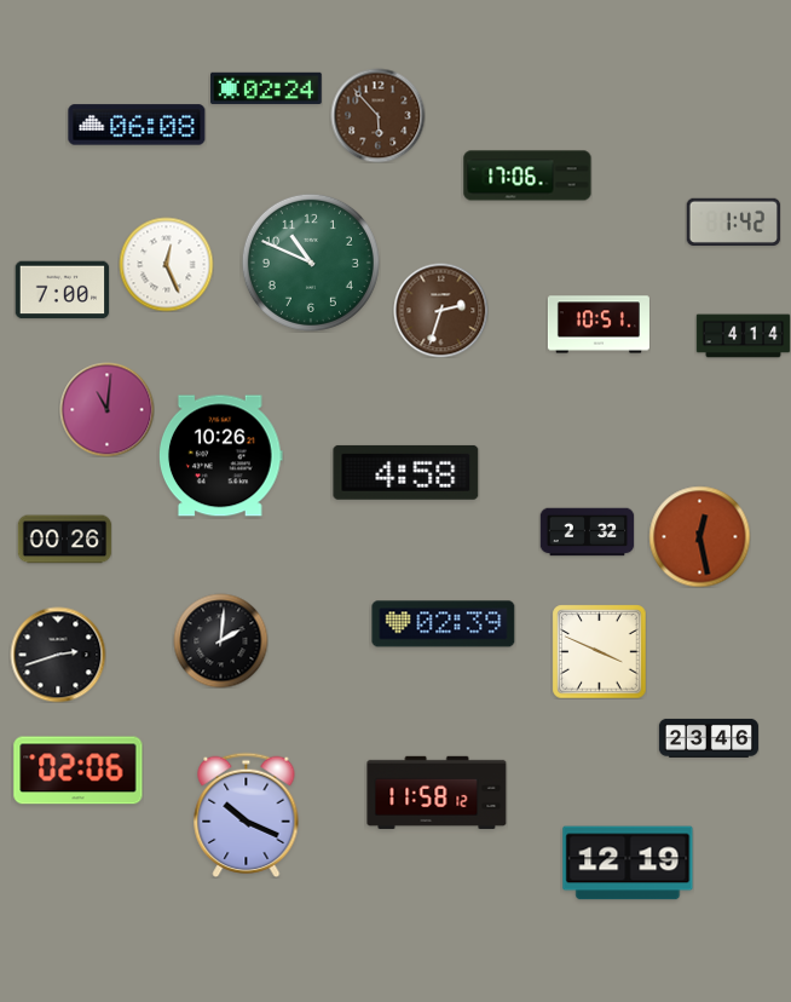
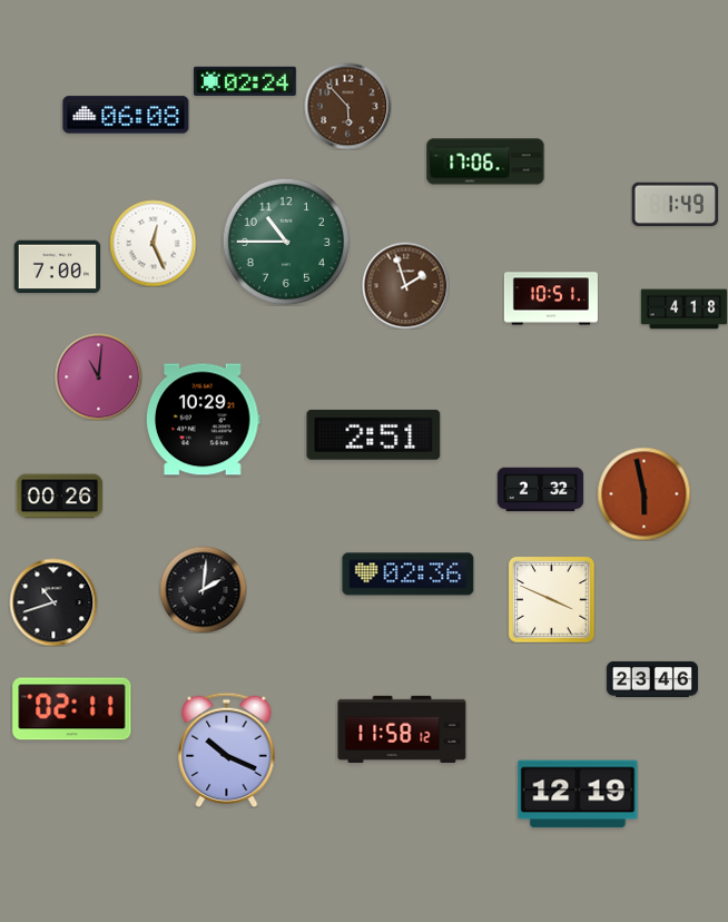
clock at (733, 221): 1:42 -> 1:49
clock at (311, 263): 10:49 -> 10:45
clock at (440, 310): 2:33 -> 1:57
clock at (743, 336): 4:14 -> 4:18
clock at (221, 456): 10:26 -> 10:29
clock at (406, 472): 4:58 -> 2:51
clock at (699, 536): 12:28 -> 5:58
clock at (444, 624): 02:39 -> 02:36
clock at (58, 655): 2:42 -> 10:42
clock at (79, 771): 02:06 -> 02:11
